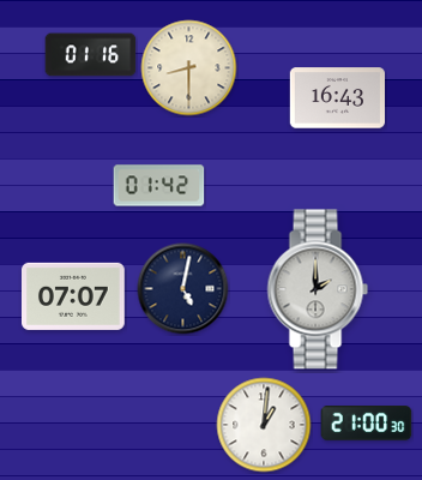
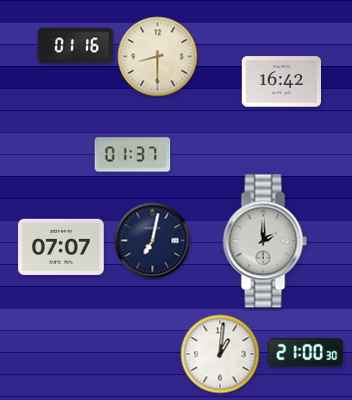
clock at (337, 98): 16:43 -> 16:42
clock at (159, 186): 01:42 -> 01:37
clock at (183, 289): 5:02 -> 7:02
